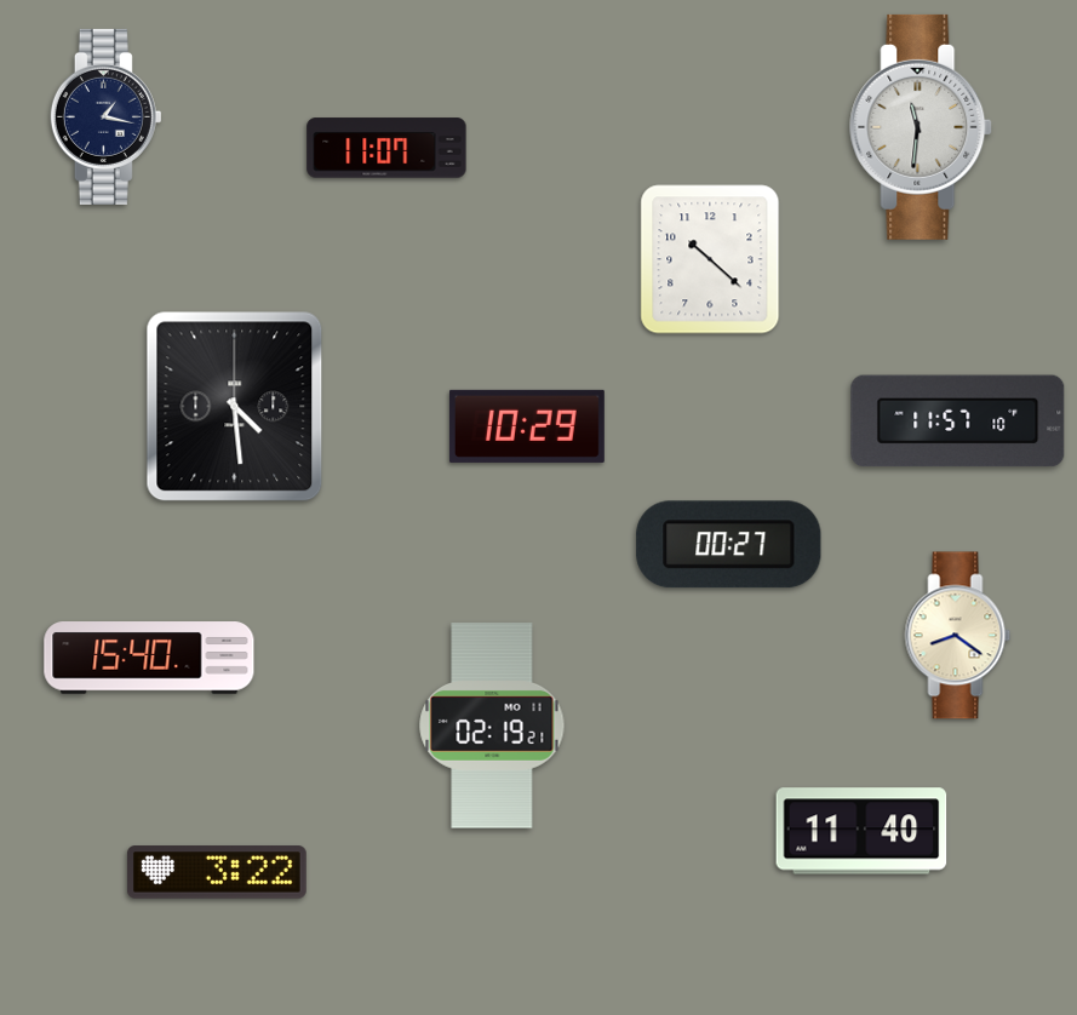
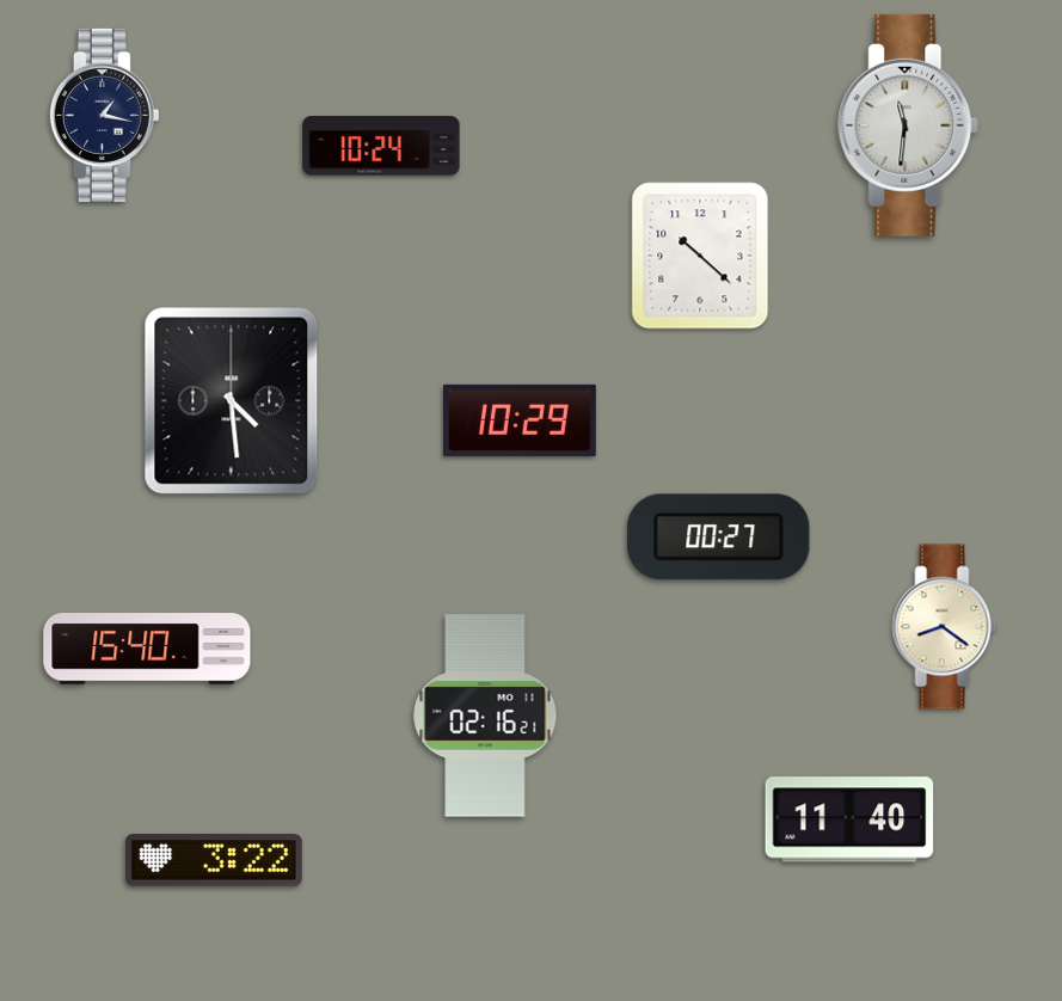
clock at (386, 148): 11:07 -> 10:24
clock at (958, 422): 11:57 -> none
clock at (492, 726): 02:19 -> 02:16
